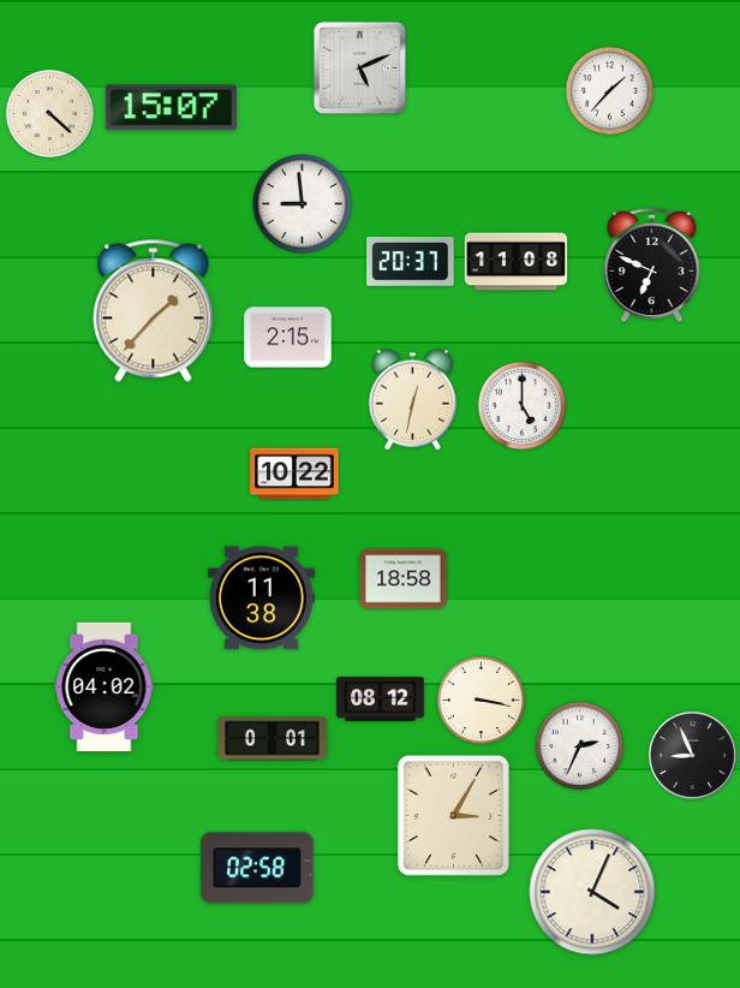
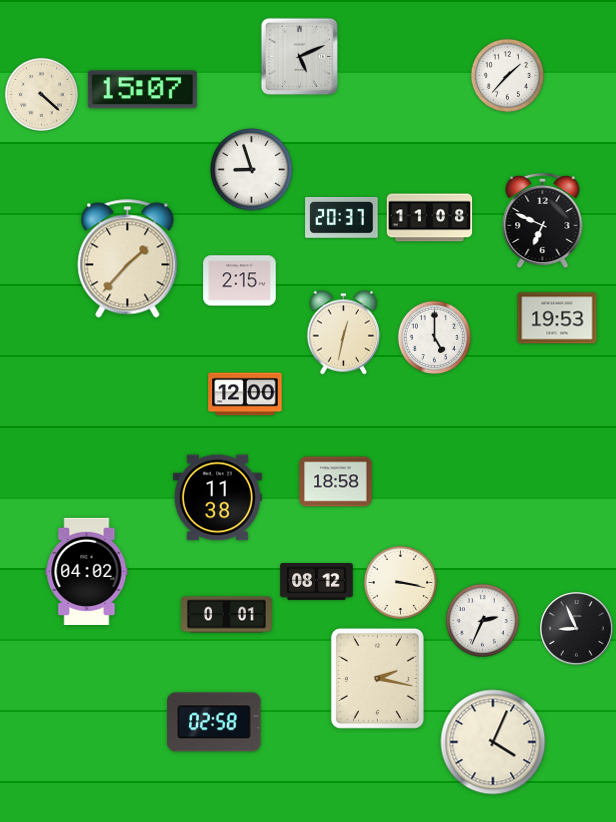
clock at (303, 204): 8:59 -> 8:57
clock at (557, 318): none -> 19:53
clock at (294, 474): 10:22 -> 12:00
clock at (453, 815): 3:05 -> 2:17
